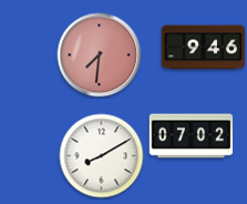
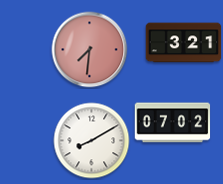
clock at (204, 48): 9:46 -> 3:21
